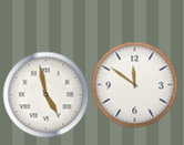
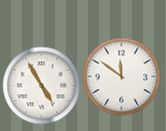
clock at (45, 94): 4:58 -> 4:55
